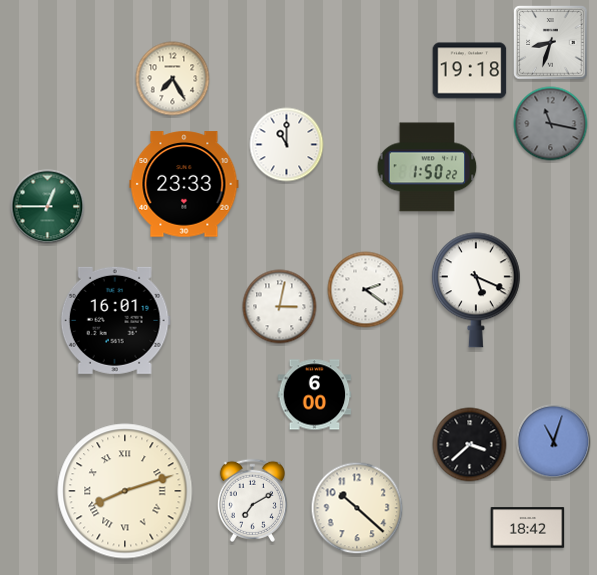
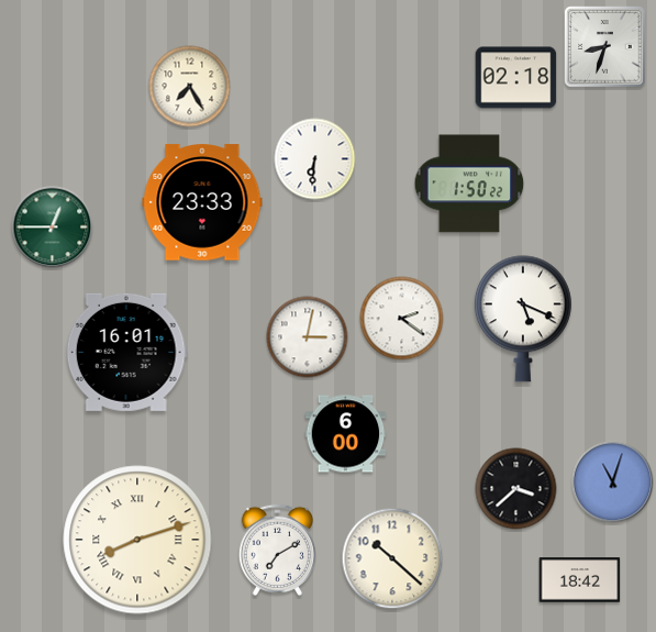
clock at (470, 71): 19:18 -> 02:18
clock at (551, 124): 11:17 -> none
clock at (287, 145): 11:00 -> 6:31
clock at (554, 442) position: (554, 442) -> (613, 483)
